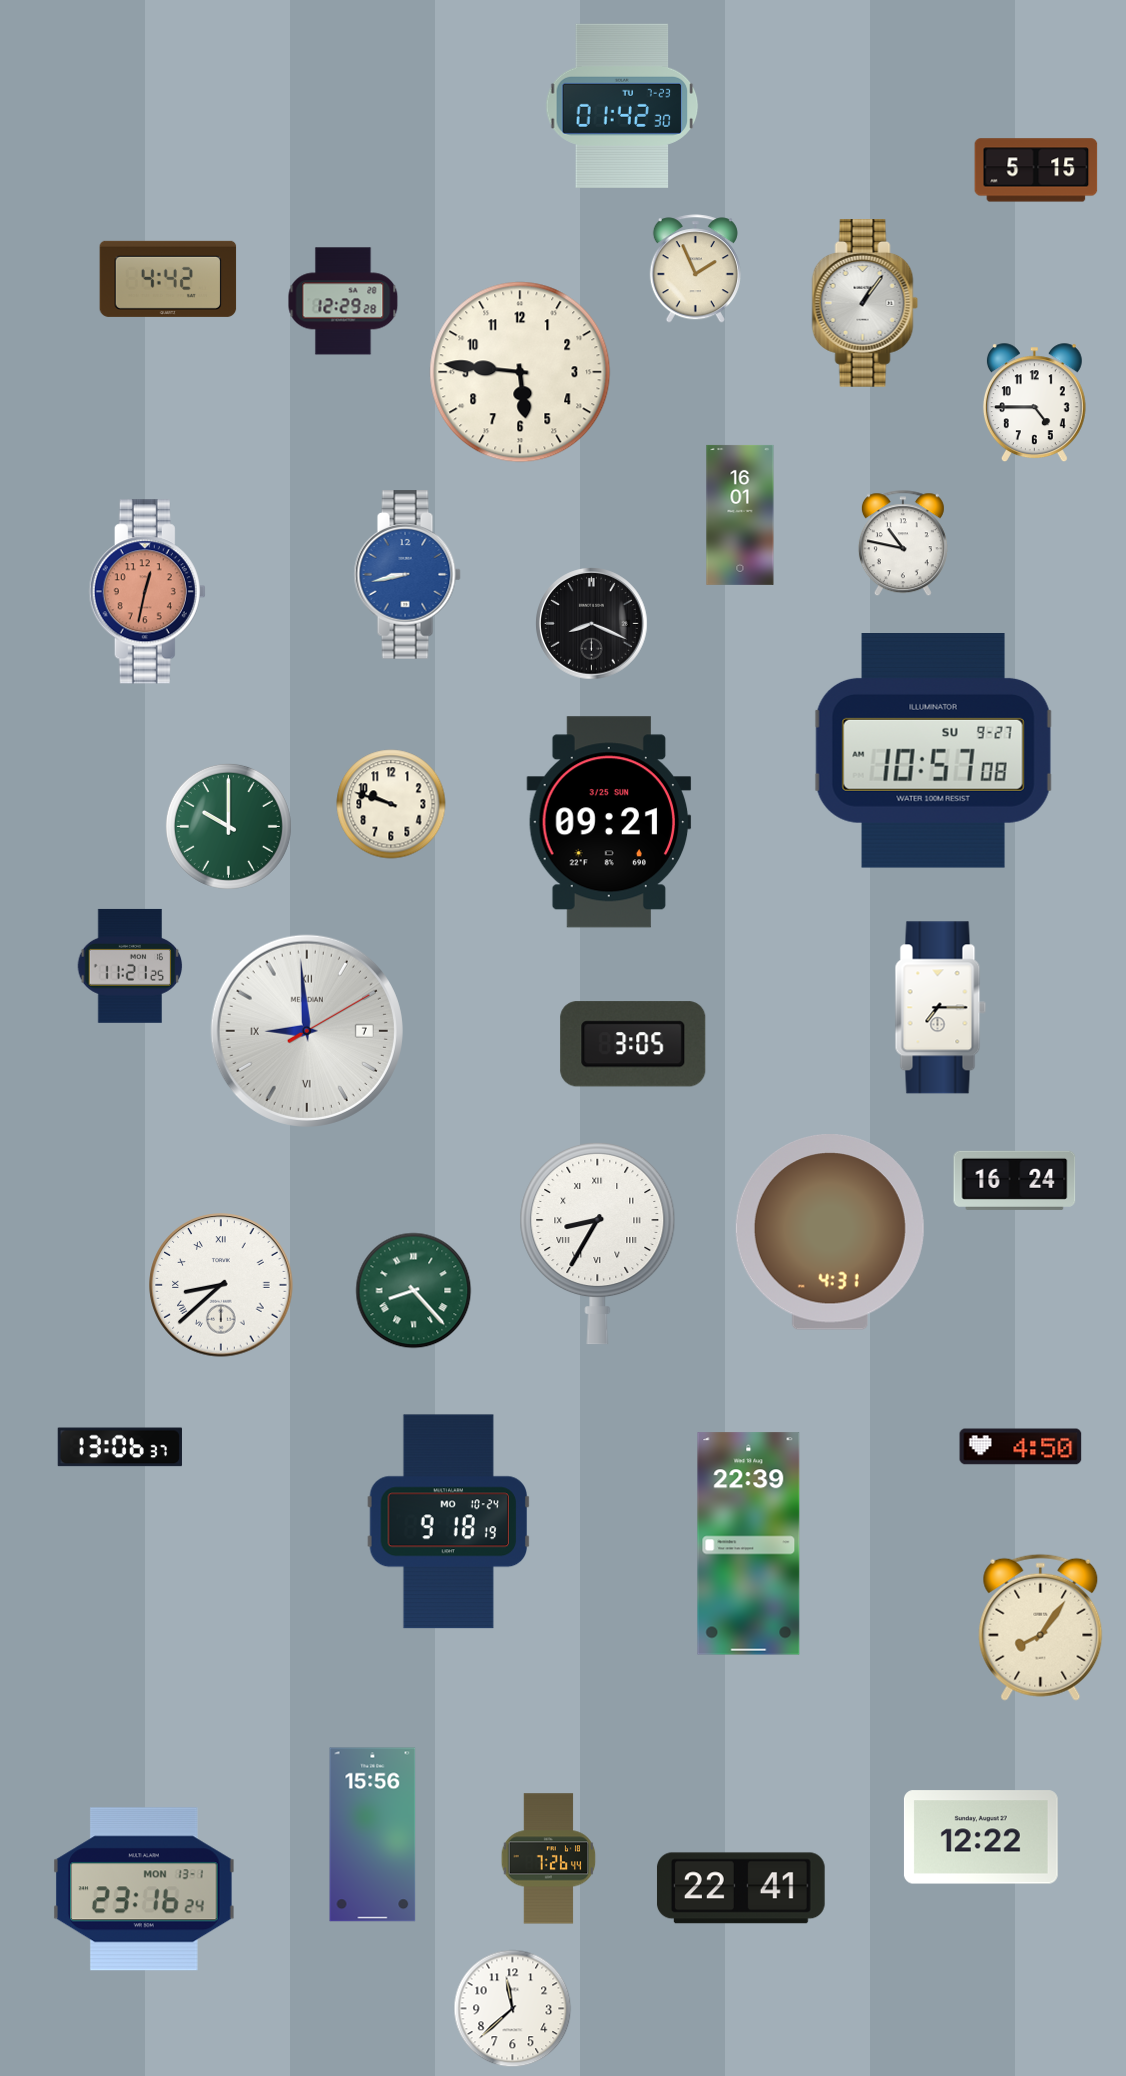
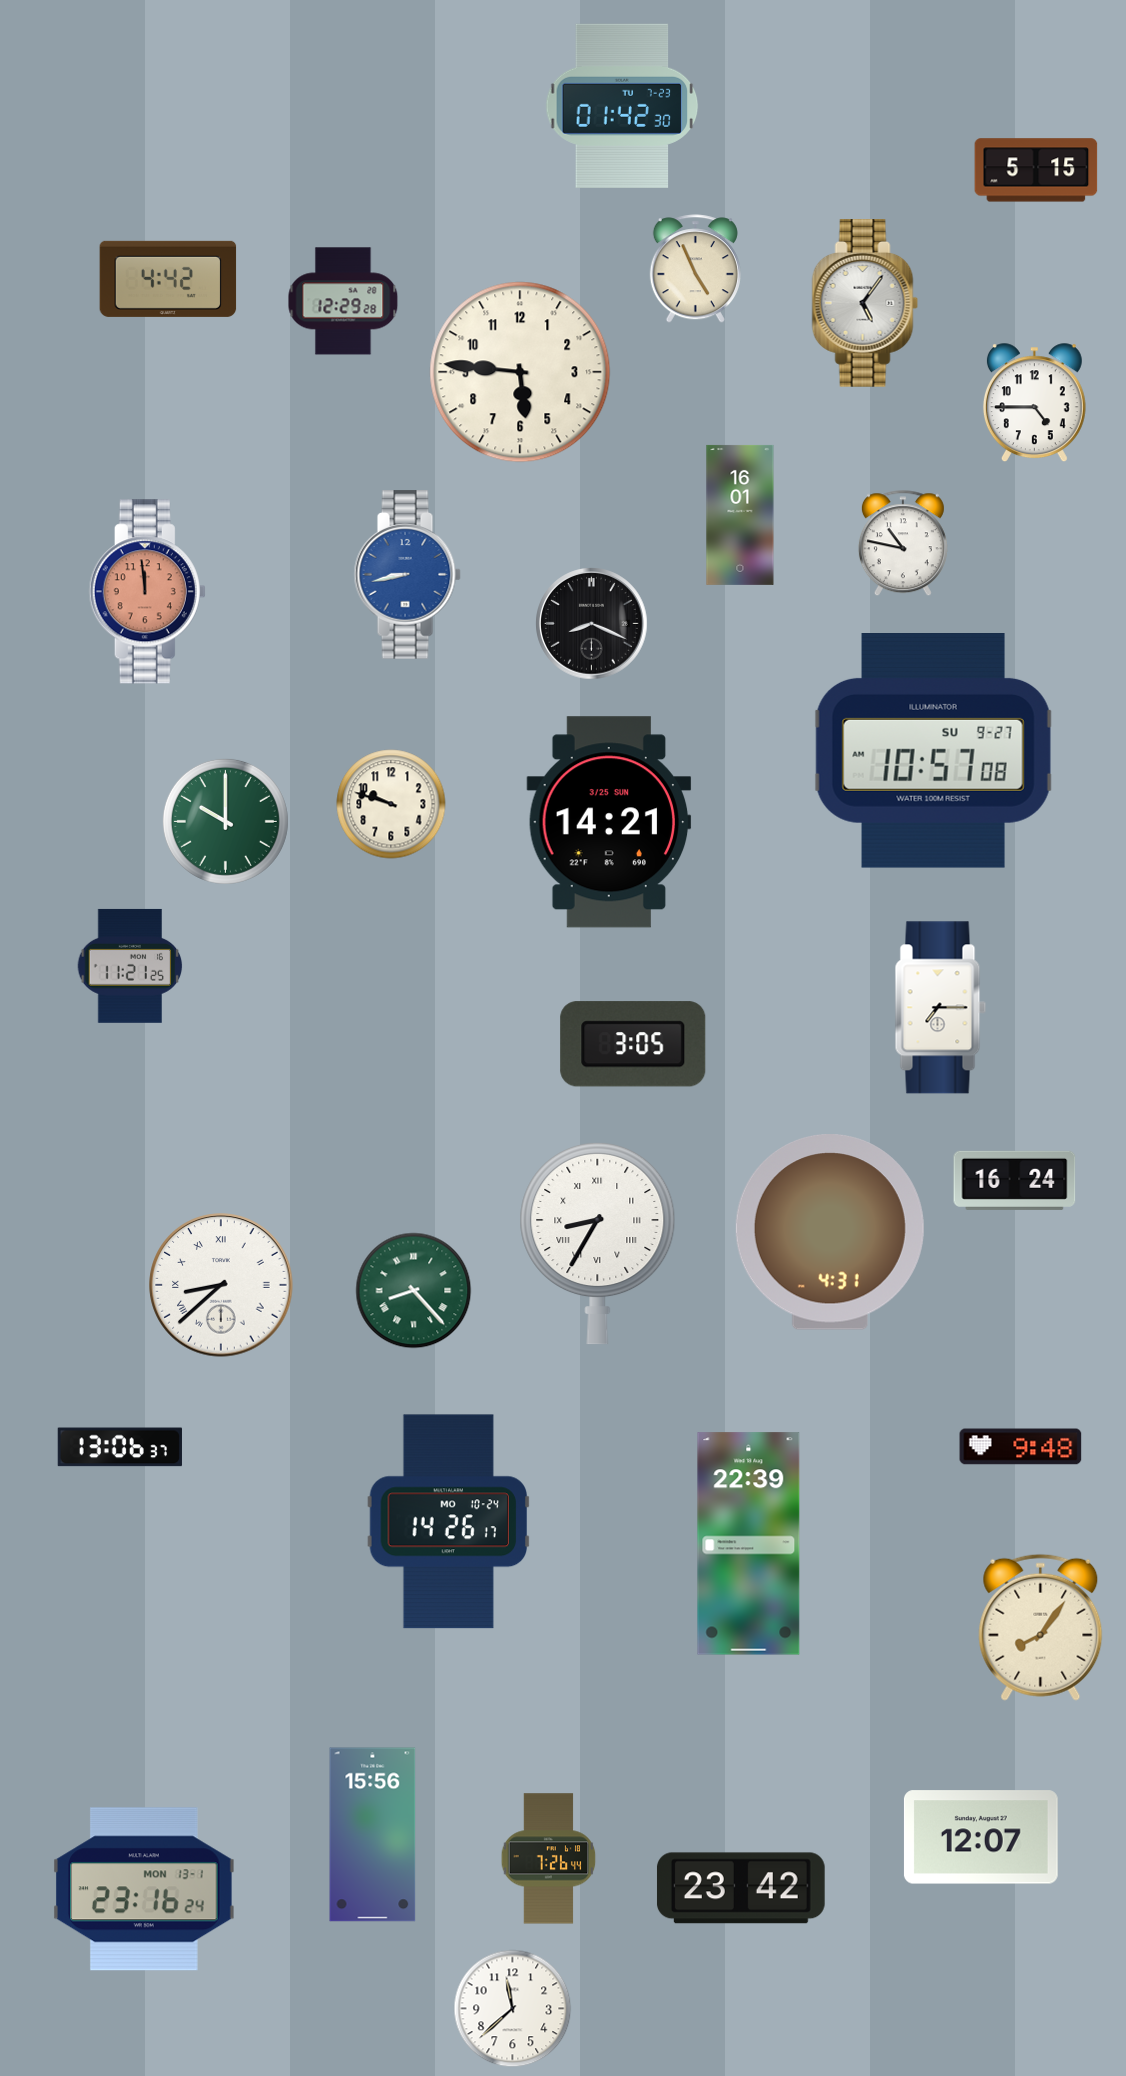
clock at (695, 269): 1:56 -> 4:56
clock at (865, 304): 1:06 -> 5:06
clock at (147, 592): 12:32 -> 11:59
clock at (609, 822): 09:21 -> 14:21
clock at (228, 826) position: (228, 826) -> (225, 821)
clock at (307, 1031): 8:59 -> none
clock at (1021, 1447): 4:50 -> 9:48
clock at (448, 1522): 9:18 -> 14:26
clock at (981, 1837): 12:22 -> 12:07
clock at (741, 1888): 22:41 -> 23:42
